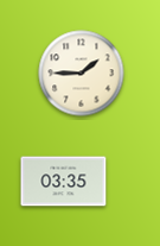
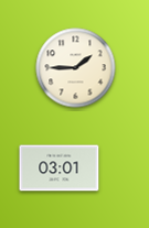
clock at (64, 182): 03:35 -> 03:01
